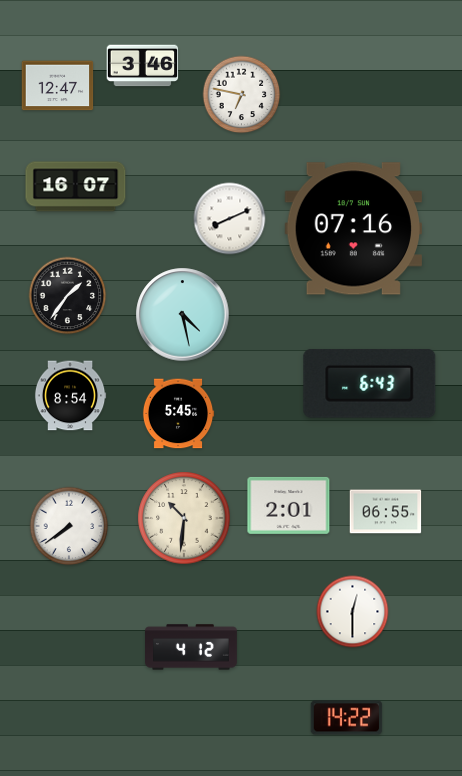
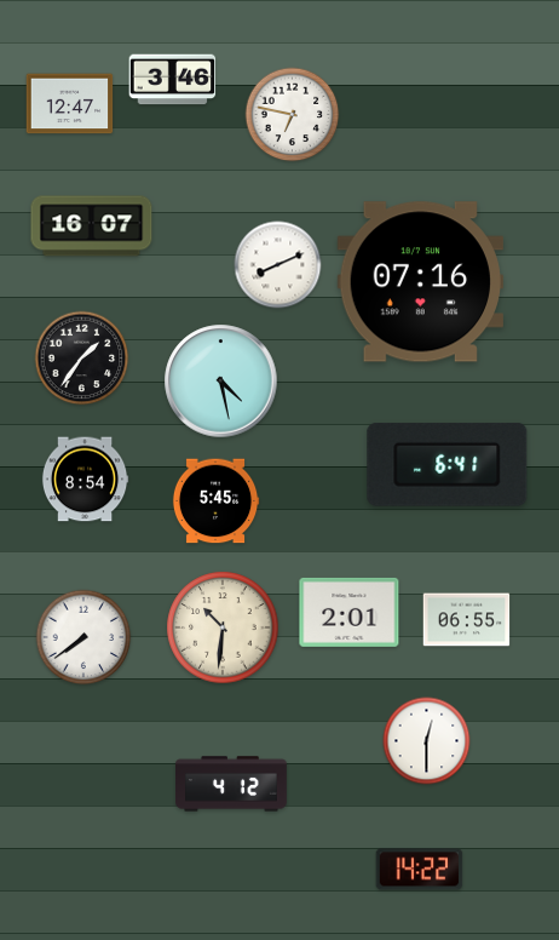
clock at (353, 229) position: (353, 229) -> (420, 282)
clock at (370, 383): 6:43 -> 6:41
